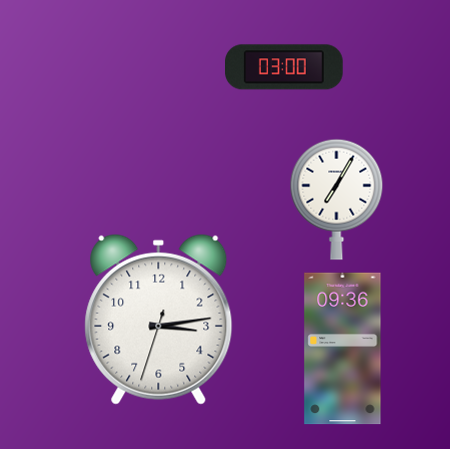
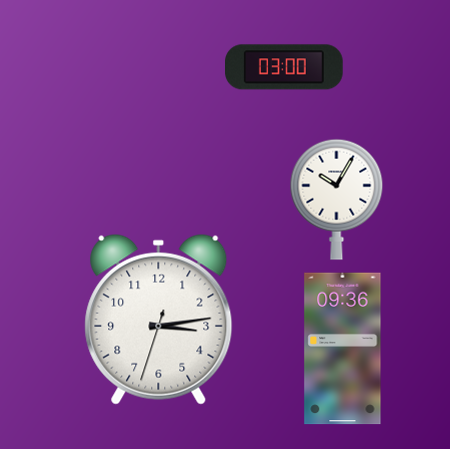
clock at (337, 199): 7:05 -> 10:05
